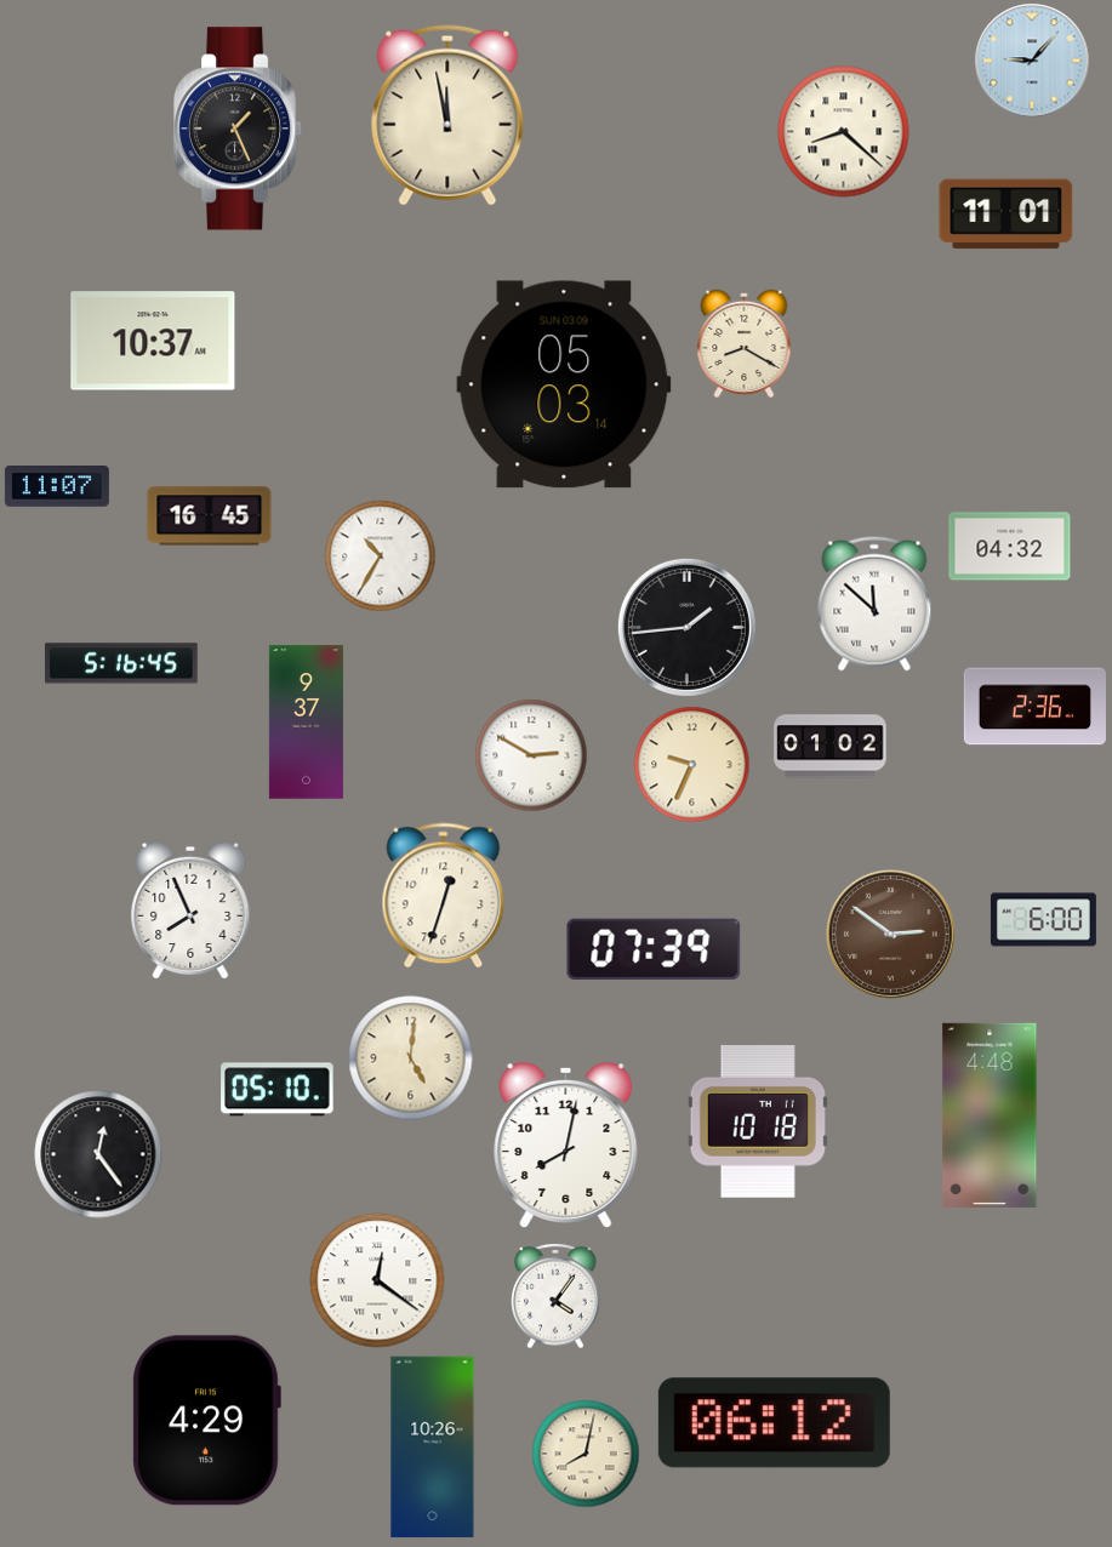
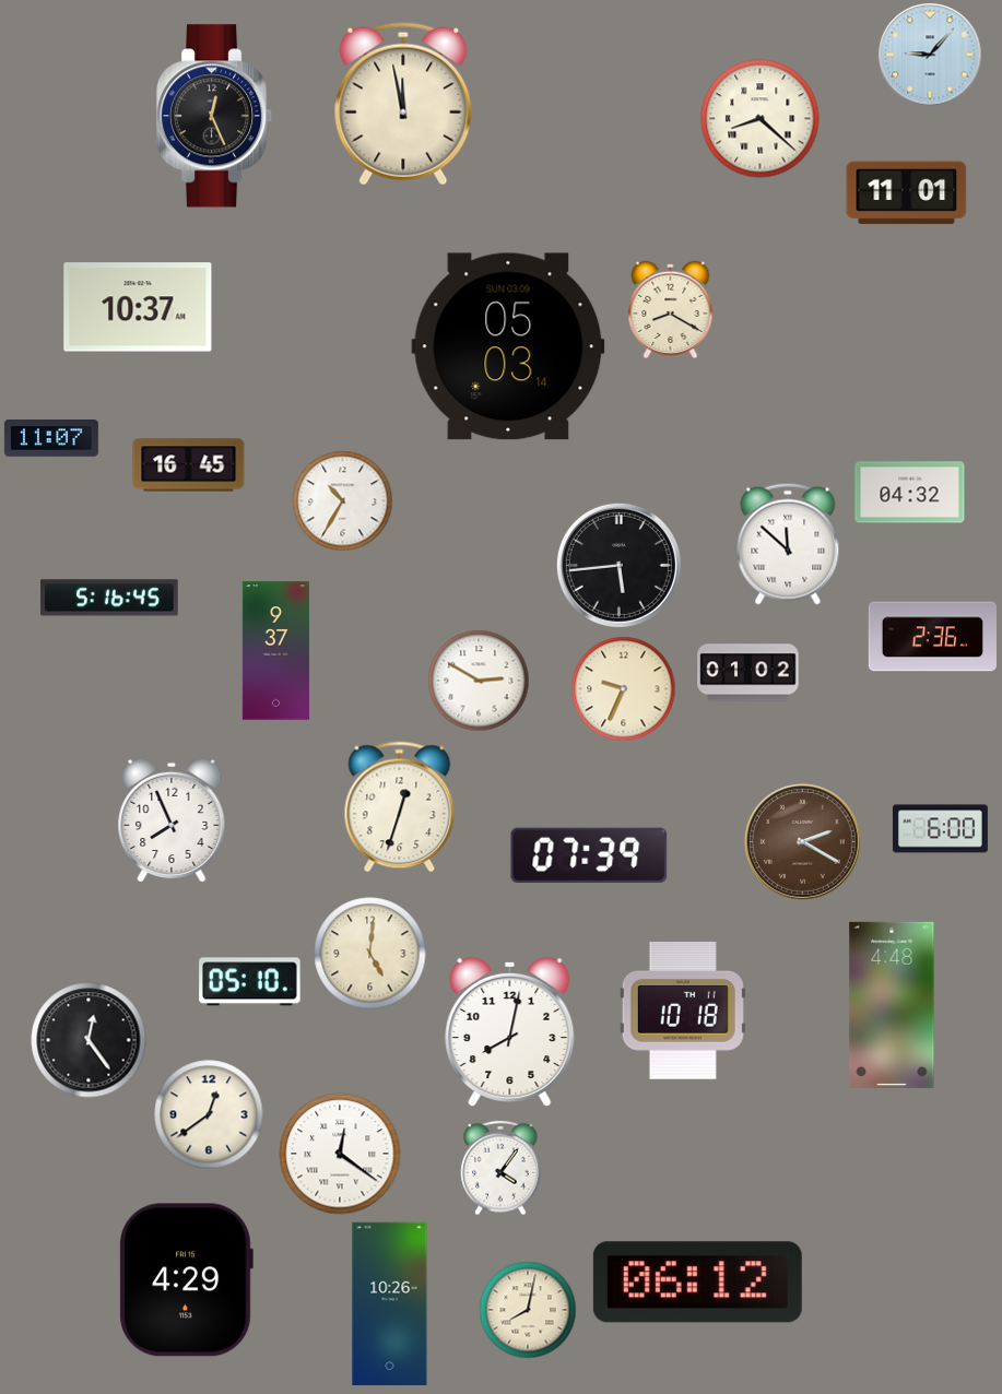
clock at (238, 129): 1:26 -> 12:26
clock at (686, 627): 1:44 -> 5:44
clock at (890, 934): 2:51 -> 2:20
clock at (209, 1114): none -> 12:39
